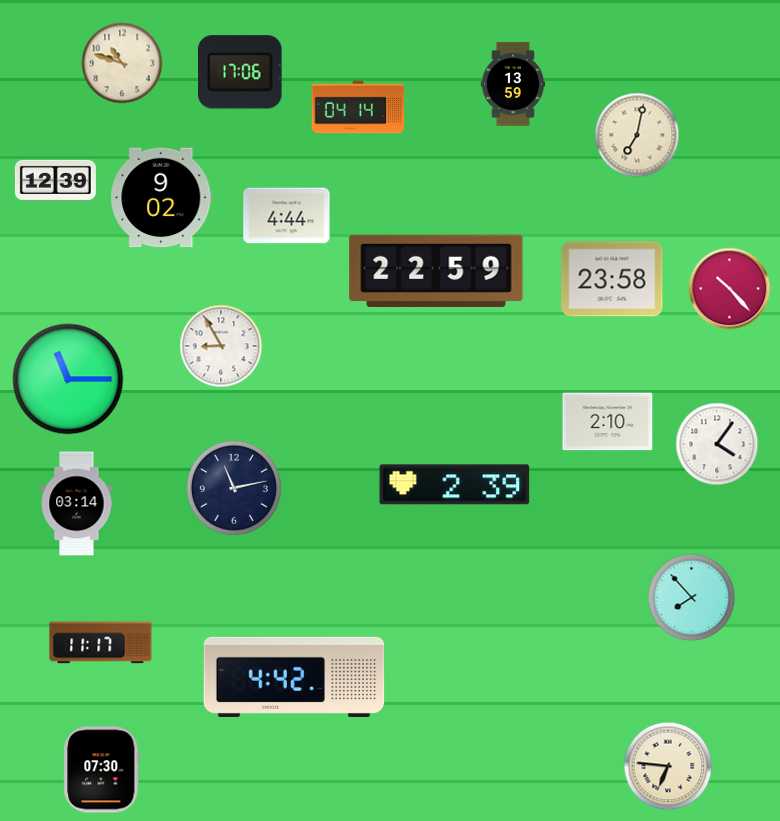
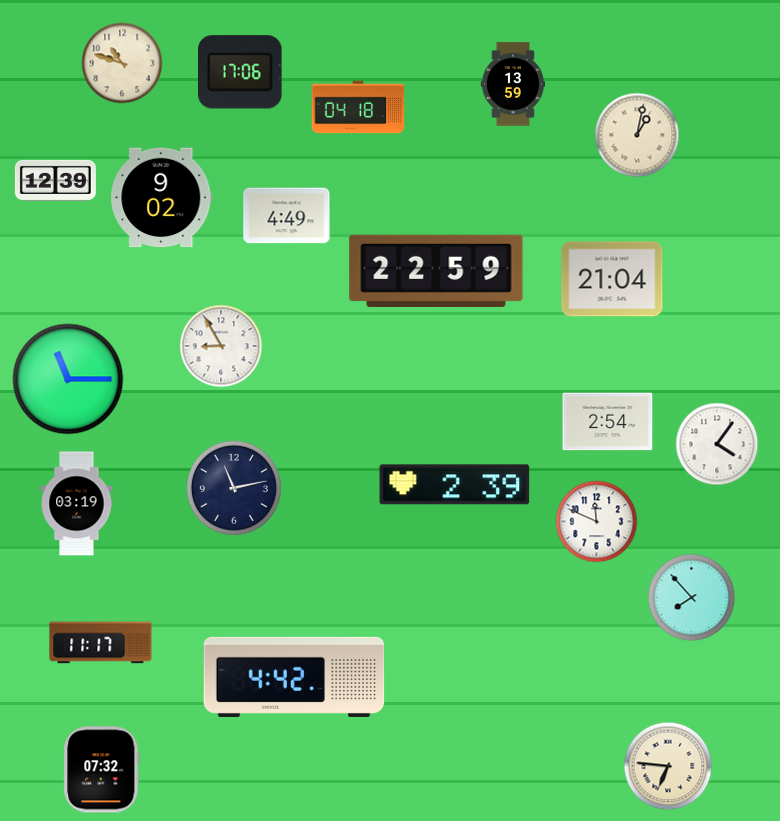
clock at (358, 107): 04:14 -> 04:18
clock at (637, 135): 7:02 -> 1:02
clock at (287, 216): 4:44 -> 4:49
clock at (612, 279): 23:58 -> 21:04
clock at (730, 289): 10:23 -> none
clock at (608, 422): 2:10 -> 2:54
clock at (77, 504): 03:14 -> 03:19
clock at (597, 522): none -> 11:49
clock at (102, 770): 07:30 -> 07:32
